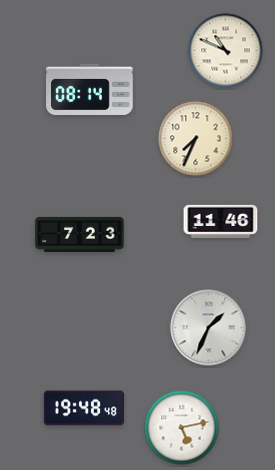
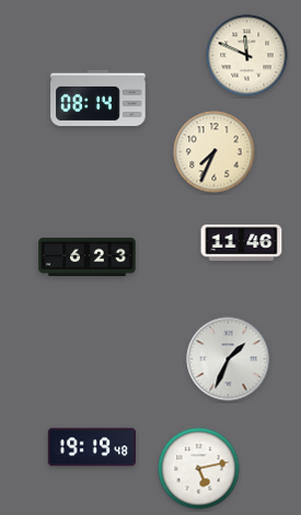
clock at (226, 51): 10:49 -> 11:49
clock at (80, 234): 7:23 -> 6:23
clock at (84, 408): 19:48 -> 19:19
